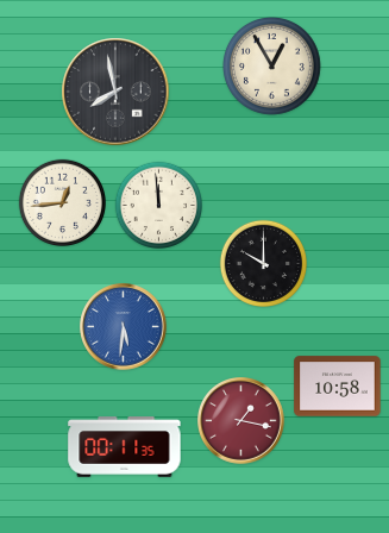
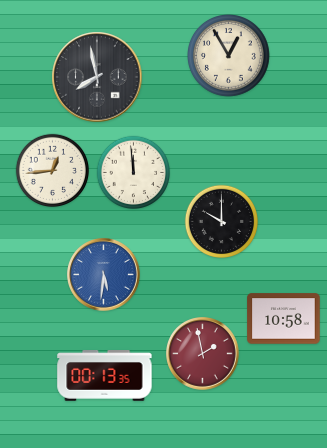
clock at (338, 387) position: (338, 387) -> (284, 319)
clock at (241, 421): 1:17 -> 1:58
clock at (125, 447): 00:11 -> 00:13
